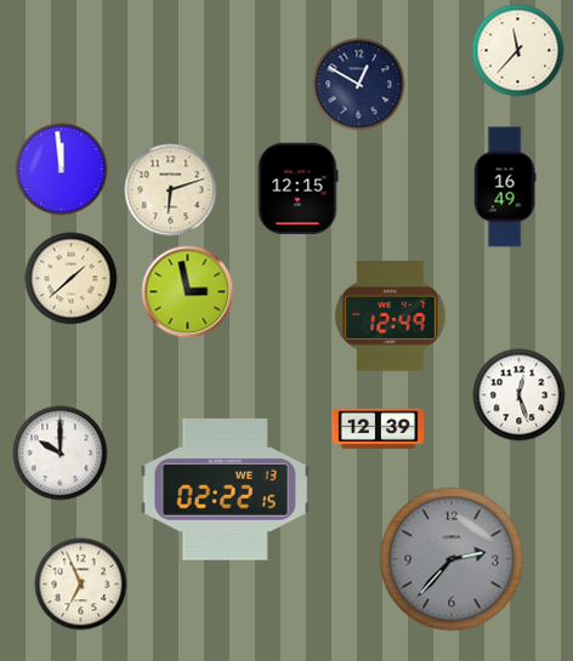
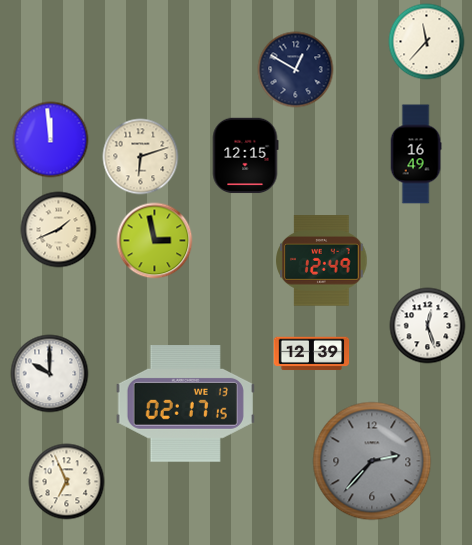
clock at (72, 279): 1:38 -> 1:41
clock at (225, 490): 02:22 -> 02:17
